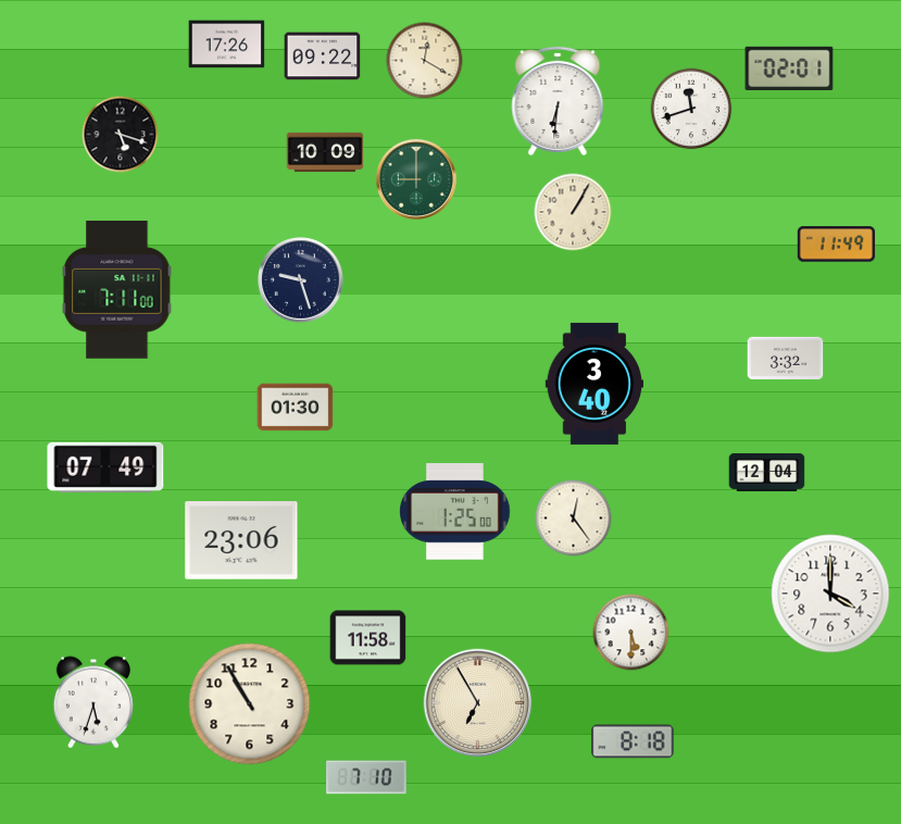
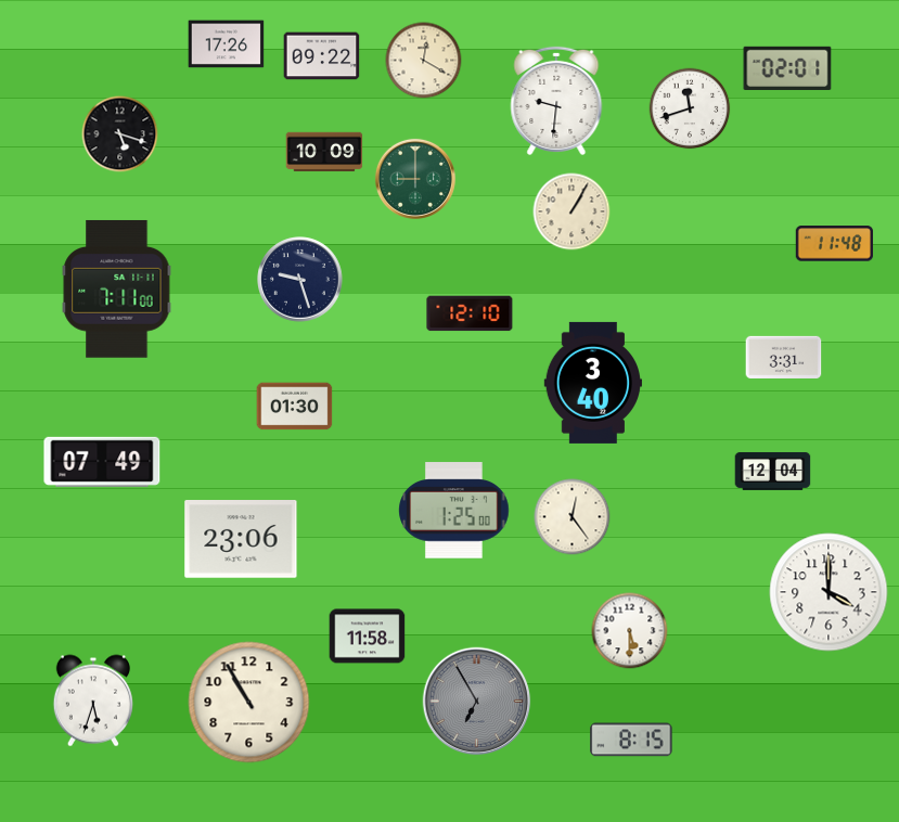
clock at (558, 101): 6:31 -> 9:31
clock at (836, 245): 11:49 -> 11:48
clock at (470, 313): none -> 12:10
clock at (786, 358): 3:32 -> 3:31
clock at (105, 467) position: (105, 467) -> (102, 462)
clock at (767, 472) position: (767, 472) -> (773, 471)
clock at (478, 703) dial: cream -> grey
clock at (633, 741): 8:18 -> 8:15
clock at (367, 777): 7:10 -> none
